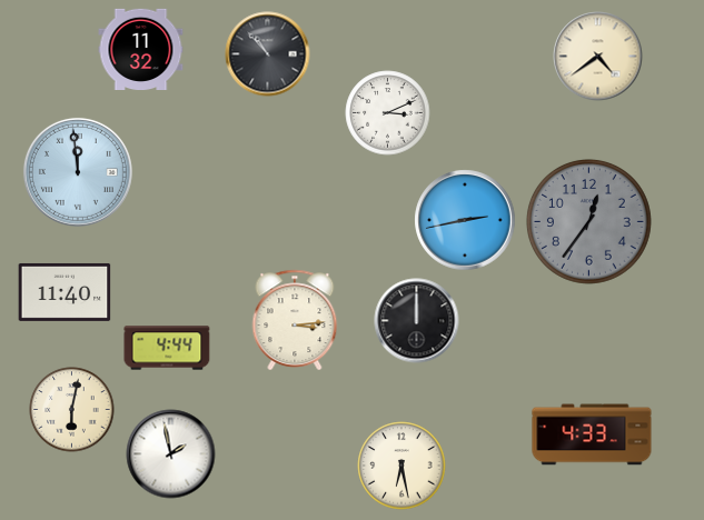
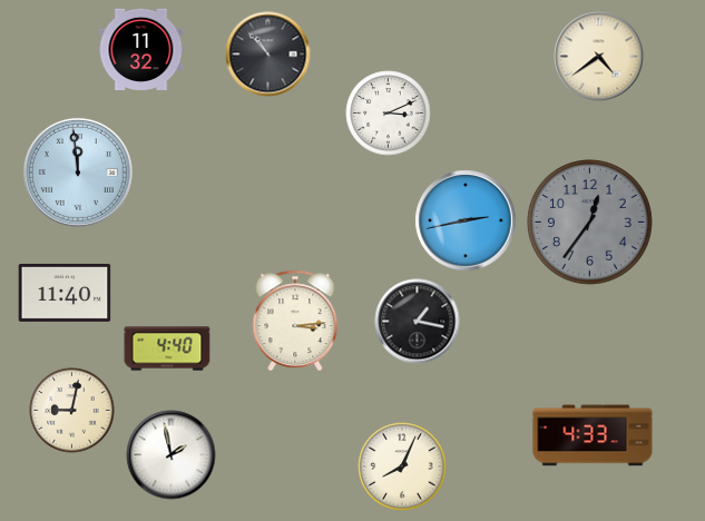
clock at (417, 321): 12:00 -> 1:17
clock at (167, 348): 4:44 -> 4:40
clock at (72, 410): 6:02 -> 9:02
clock at (401, 466): 6:28 -> 8:04
